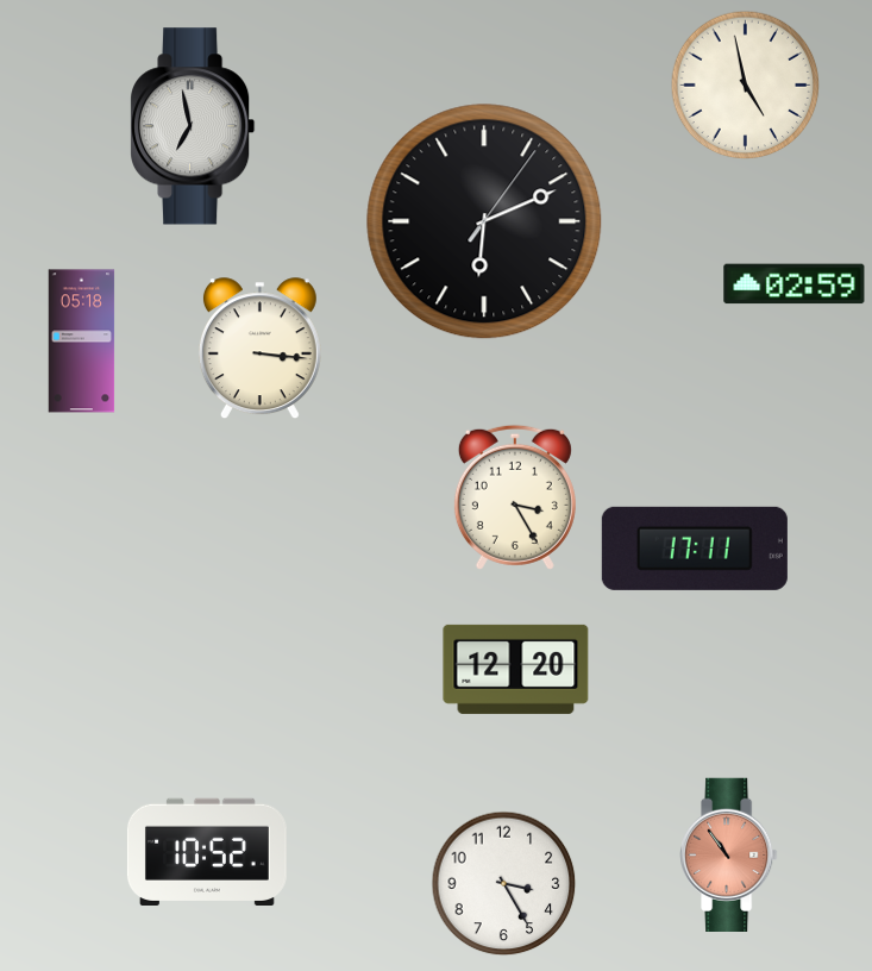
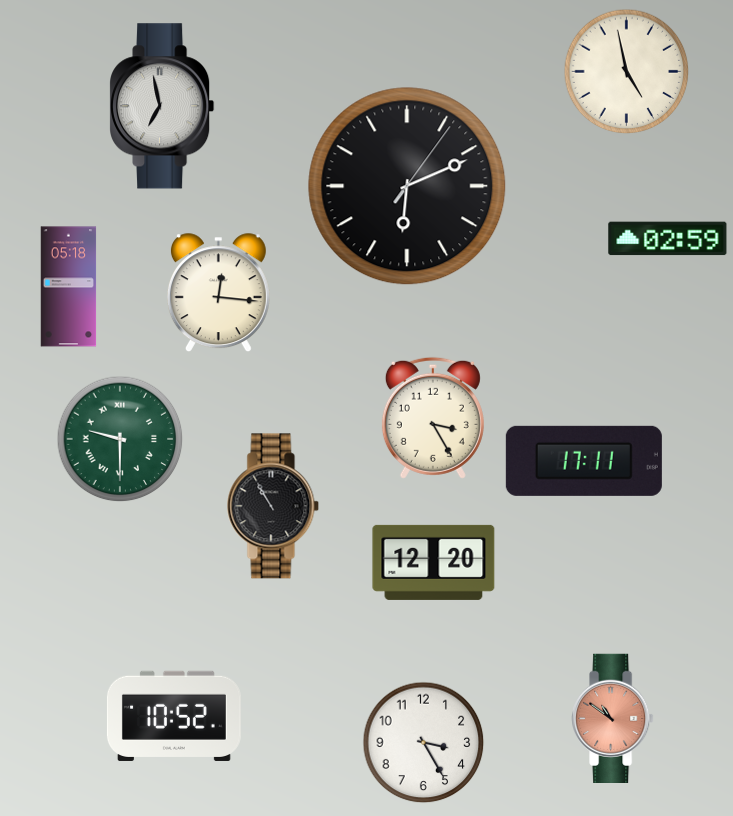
clock at (259, 349): 3:16 -> 12:16
clock at (120, 439): none -> 9:30
clock at (273, 506): none -> 10:55
clock at (729, 854): 10:54 -> 10:51
